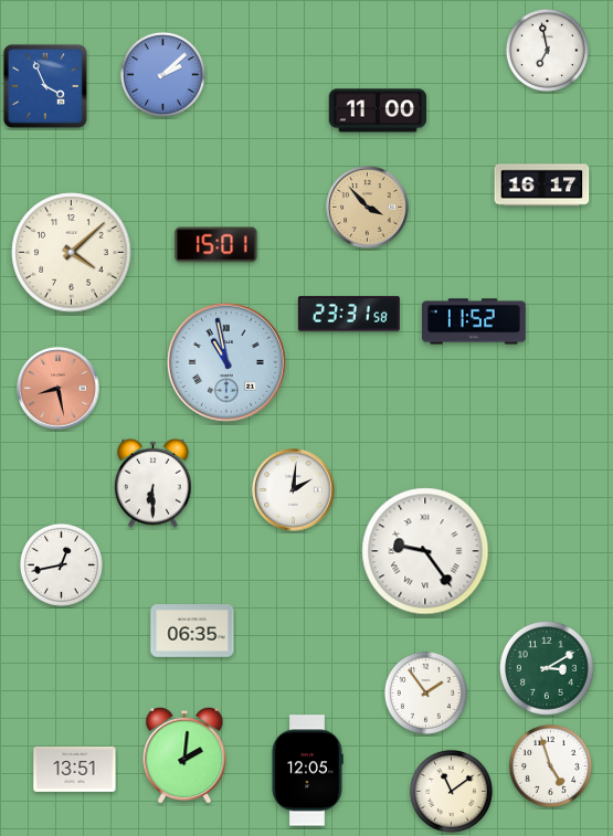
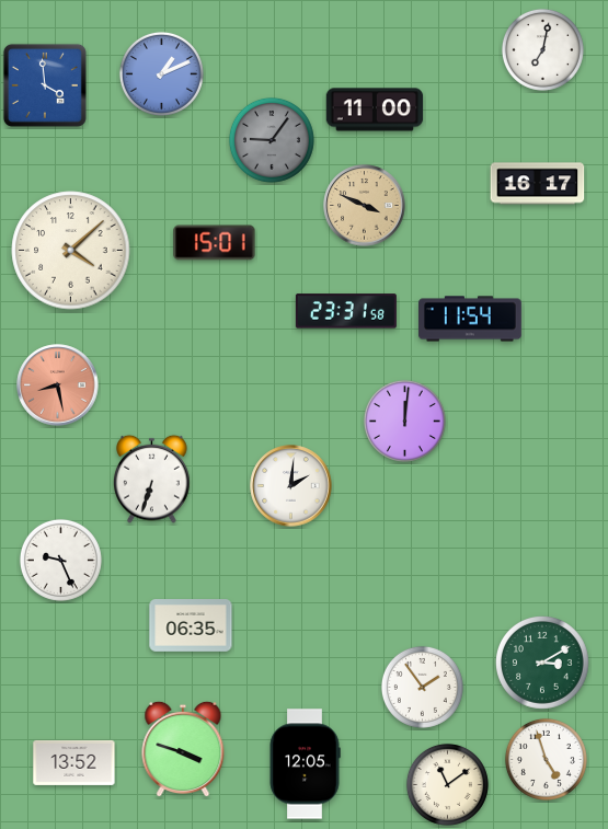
clock at (547, 50): 6:58 -> 7:02
clock at (162, 74): 2:08 -> 1:11
clock at (45, 86): 3:56 -> 3:59
clock at (272, 140): none -> 9:06
clock at (368, 208): 3:53 -> 3:49
clock at (475, 321): 11:52 -> 11:54
clock at (226, 362): 10:58 -> none
clock at (404, 421): none -> 12:01
clock at (154, 483): 6:30 -> 6:33
clock at (425, 551): 9:24 -> none
clock at (61, 564): 12:43 -> 9:26
clock at (184, 755): 2:01 -> 3:48
clock at (75, 769): 13:51 -> 13:52
